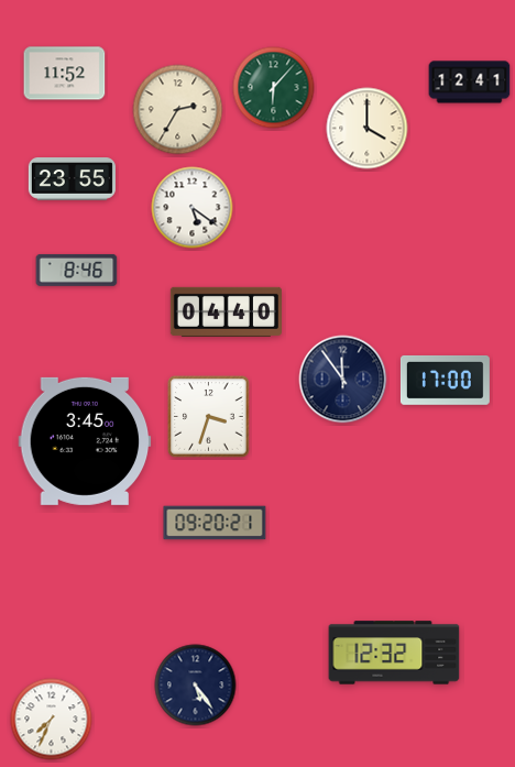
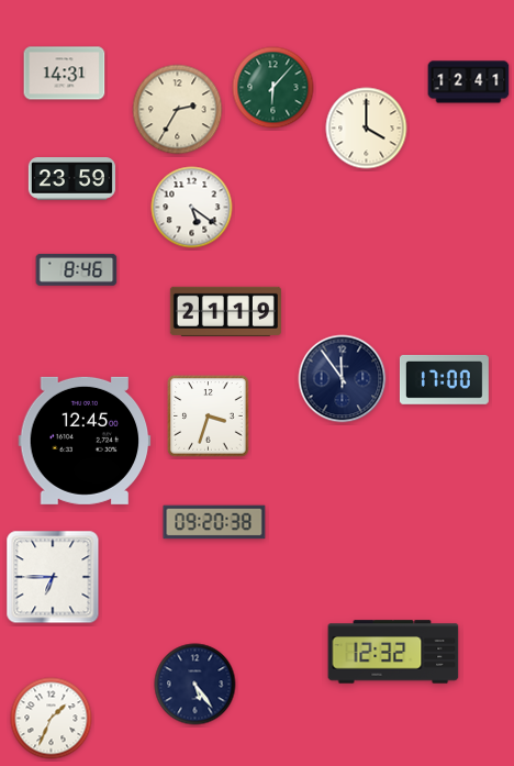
clock at (65, 74): 11:52 -> 14:31
clock at (72, 179): 23:55 -> 23:59
clock at (226, 311): 04:40 -> 21:19
clock at (85, 441): 3:45 -> 12:45
clock at (215, 523): 09:20:21 -> 09:20:38
clock at (53, 577): none -> 6:45
clock at (52, 720): 7:34 -> 1:34
